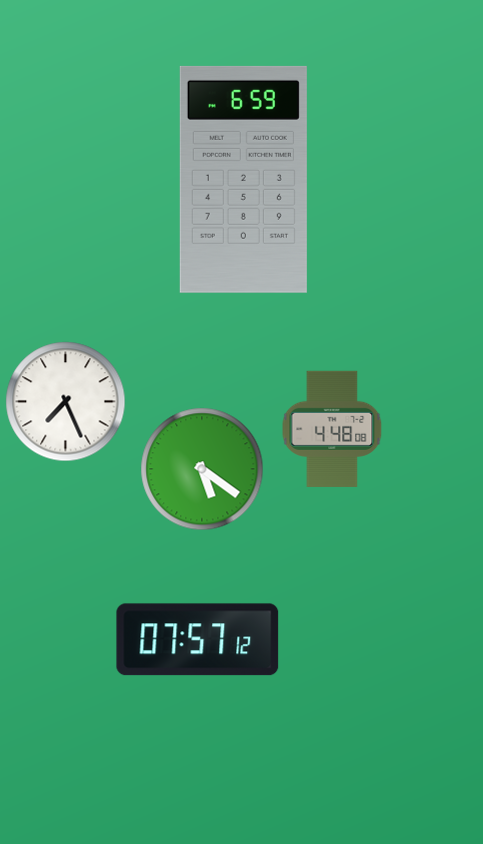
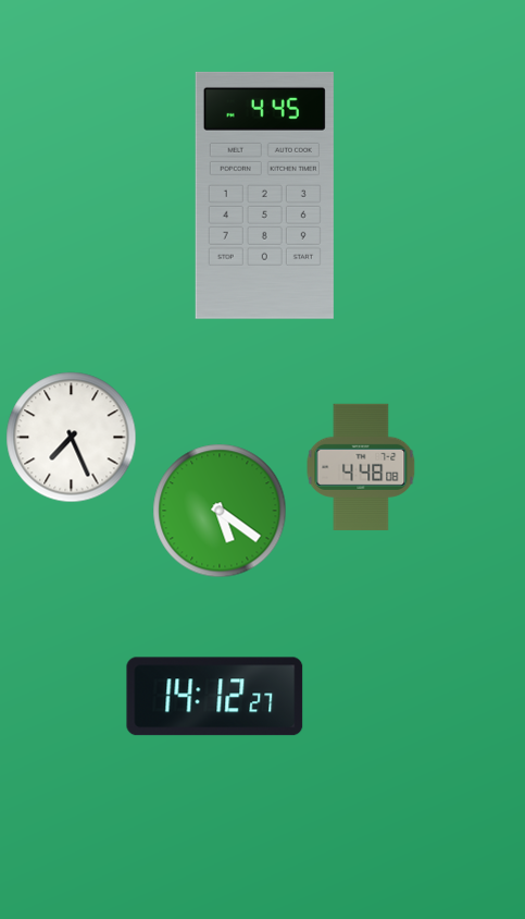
clock at (243, 179): 6:59 -> 4:45
clock at (198, 640): 07:57 -> 14:12
